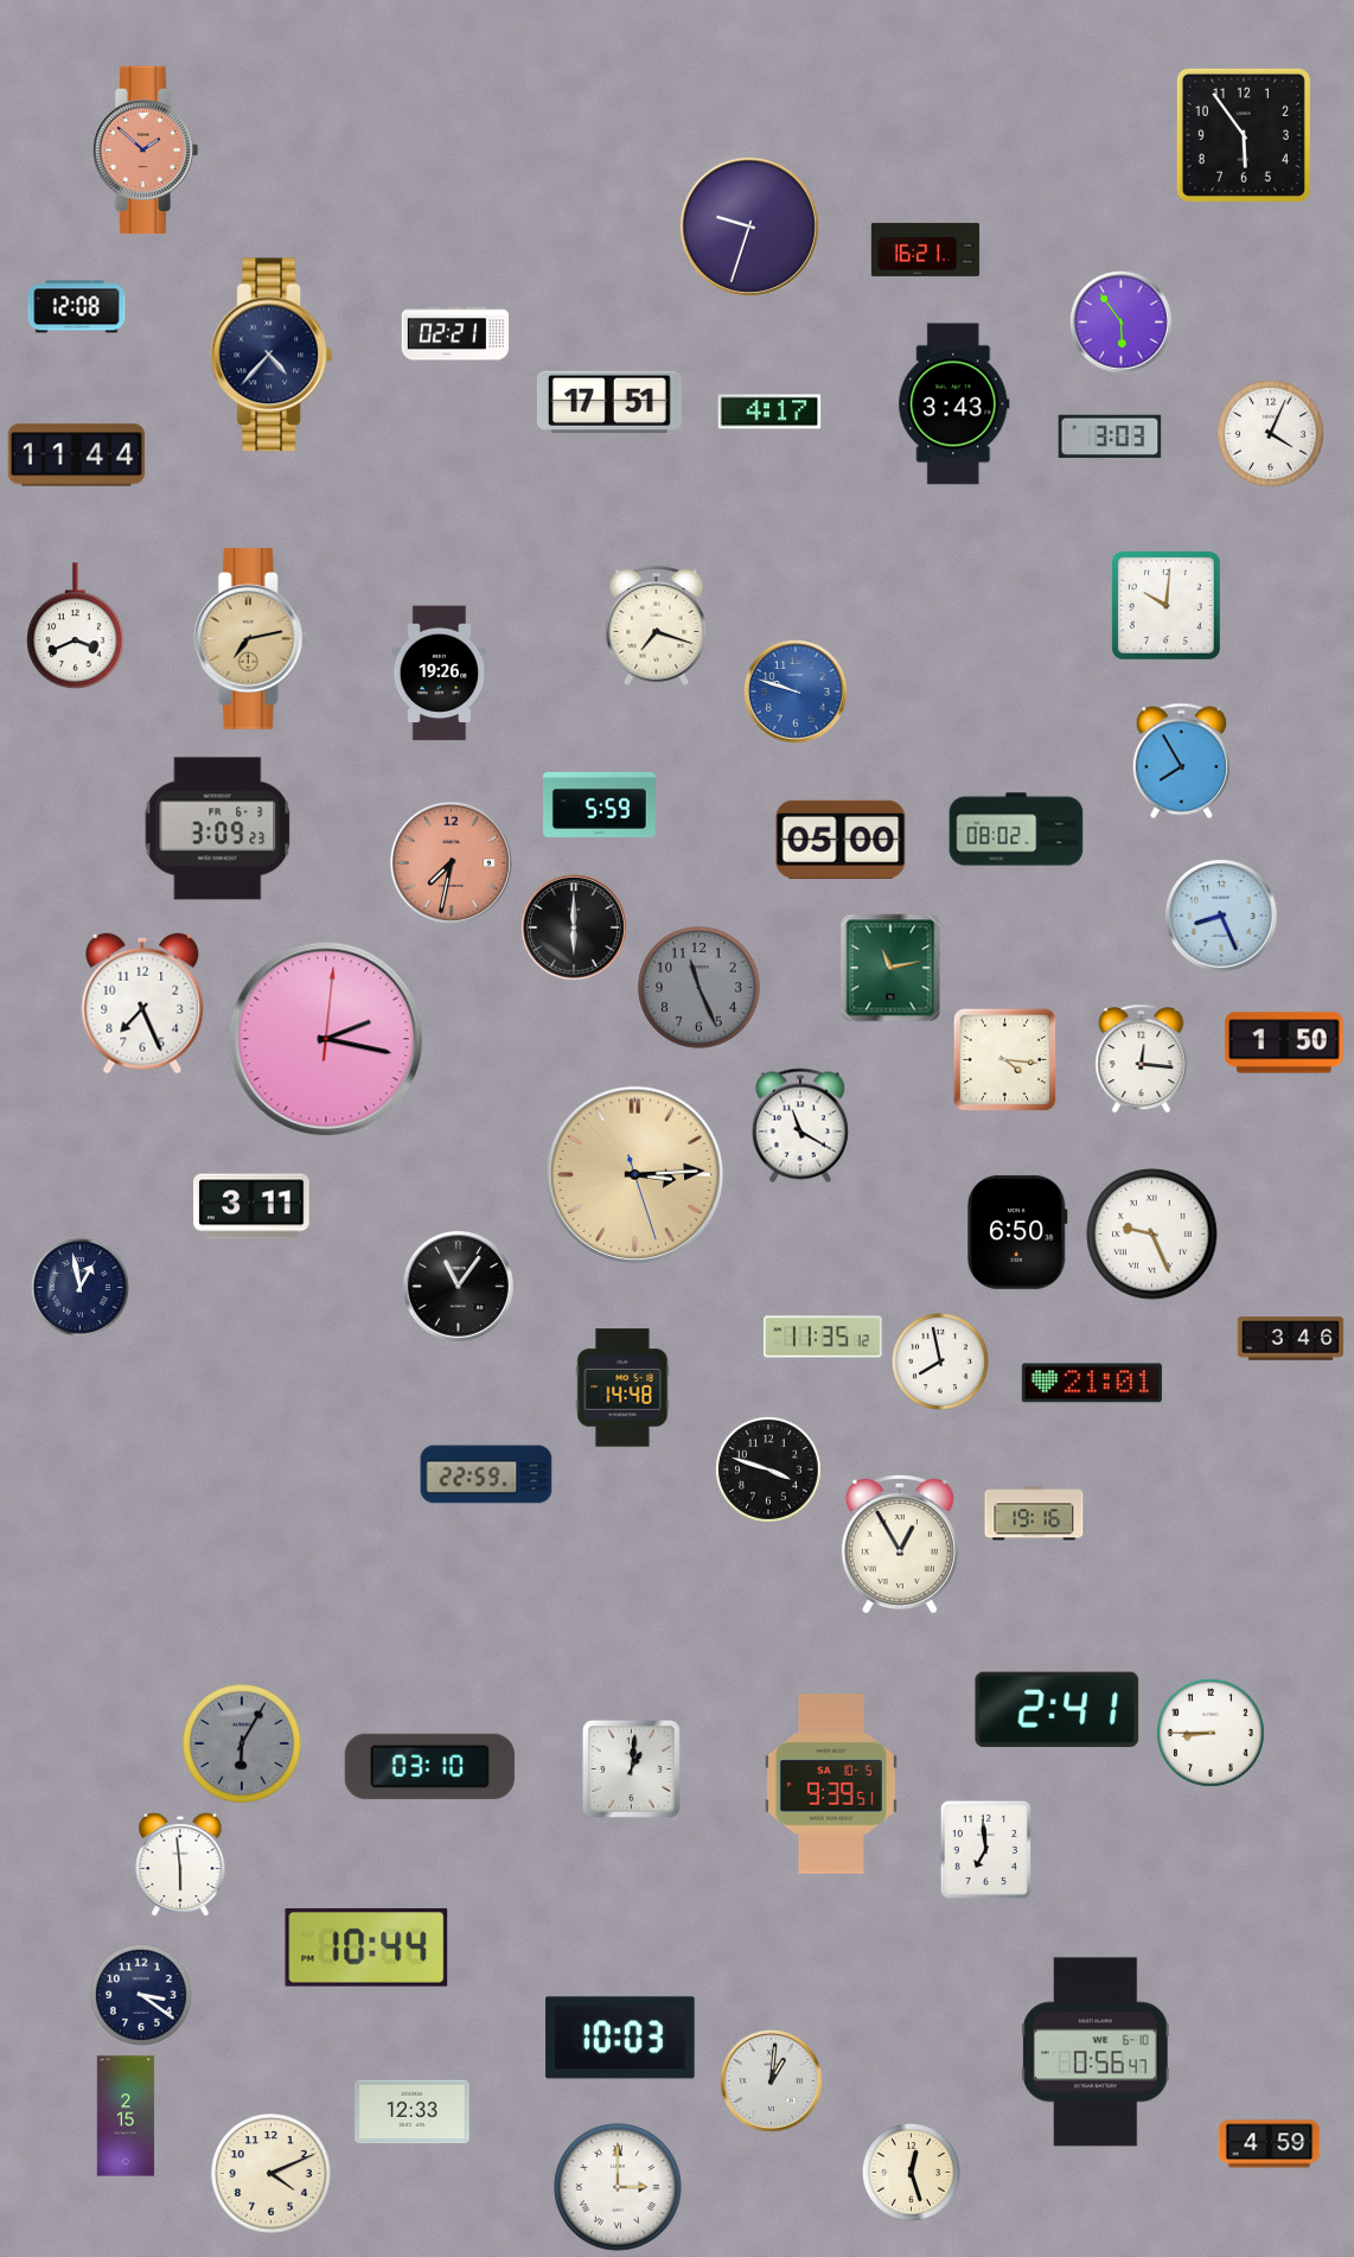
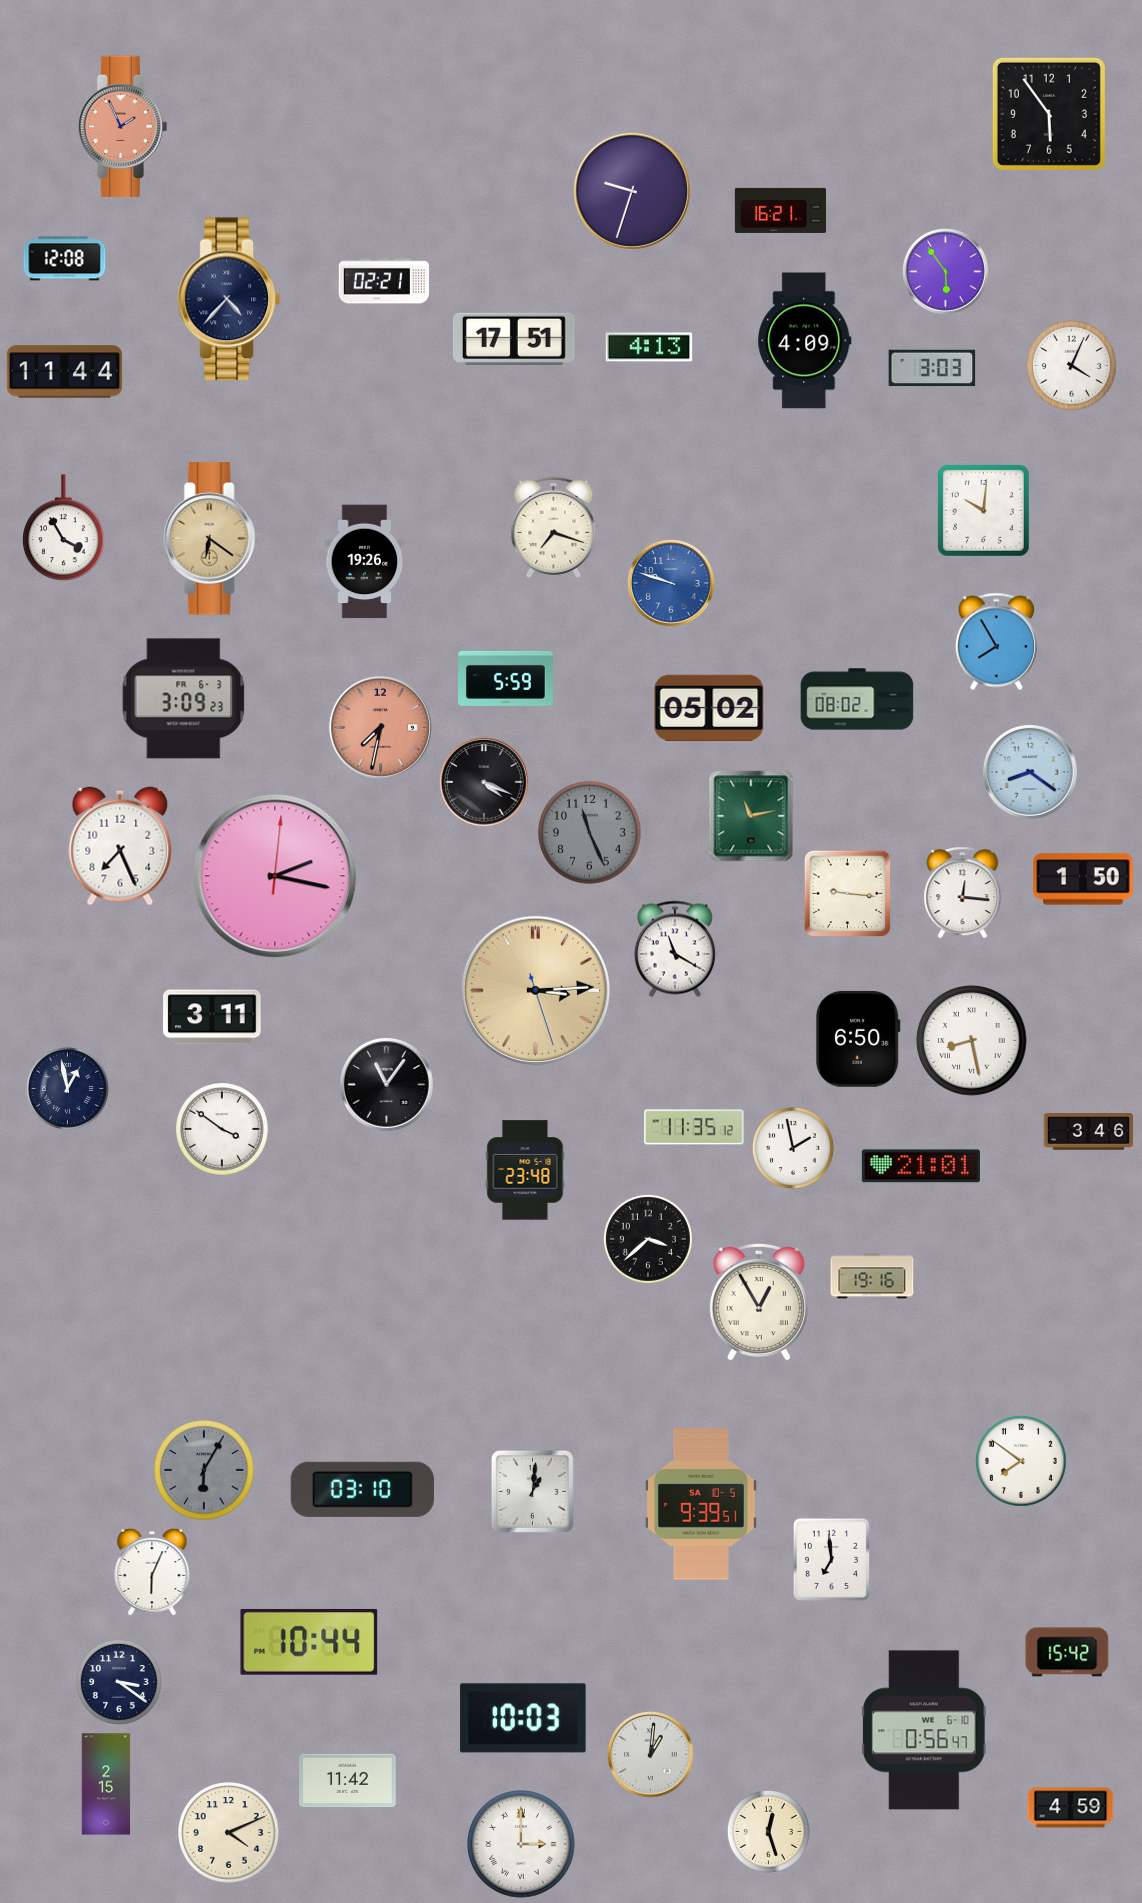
clock at (146, 151): 1:52 -> 1:56
clock at (954, 404): 3:43 -> 4:09
clock at (769, 412): 4:17 -> 4:13
clock at (1110, 436) position: (1110, 436) -> (932, 368)
clock at (77, 455) position: (77, 455) -> (65, 372)
clock at (76, 625): 3:41 -> 3:55
clock at (250, 639): 7:13 -> 6:21
clock at (440, 674) position: (440, 674) -> (365, 562)
clock at (841, 839): 05:00 -> 05:02
clock at (1221, 916): 8:26 -> 8:21
clock at (574, 929): 6:00 -> 4:19
clock at (1005, 1060): 4:16 -> 9:16
clock at (1152, 1235): 9:26 -> 8:28
clock at (79, 1287) position: (79, 1287) -> (67, 1088)
clock at (1291, 1339) position: (1291, 1339) -> (1089, 1132)
clock at (223, 1130): none -> 3:51
clock at (940, 1362): 7:58 -> 1:58
clock at (622, 1388): 14:48 -> 23:48
clock at (768, 1469): 3:48 -> 3:38
clock at (486, 1474): 22:59 -> none
clock at (1058, 1709): 2:41 -> none
clock at (1212, 1734): 8:45 -> 7:51
clock at (180, 1864): 5:59 -> 6:04
clock at (1067, 1652): none -> 15:42
clock at (413, 2112): 12:33 -> 11:42
